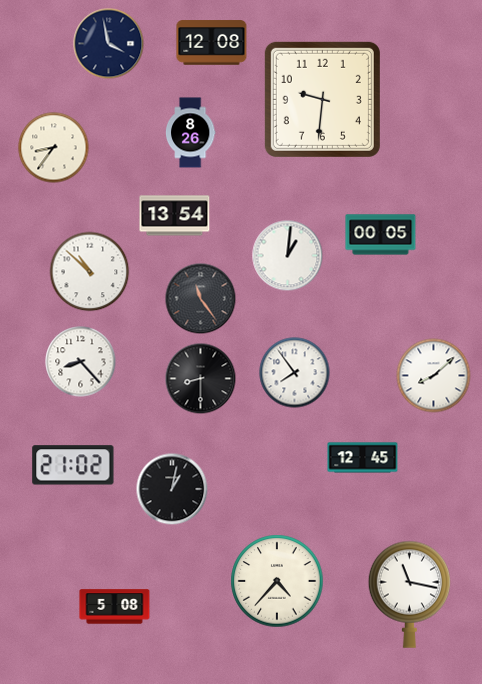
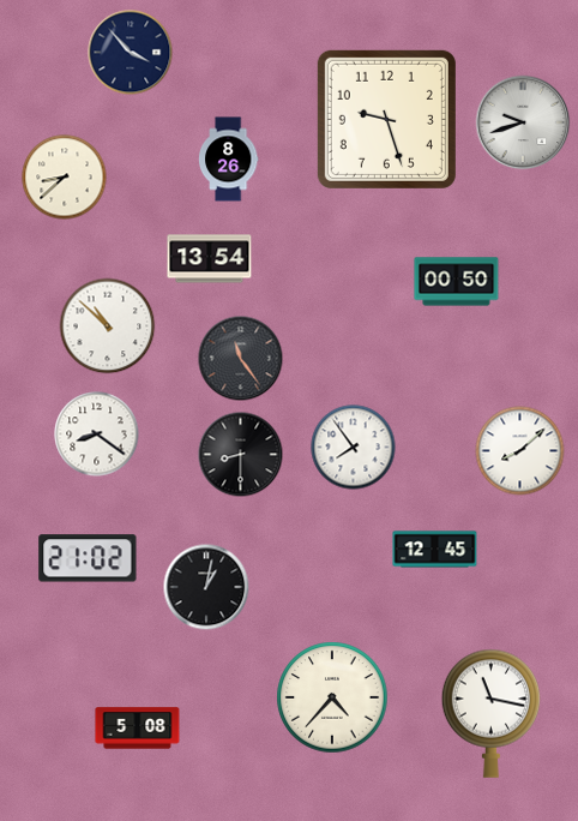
clock at (212, 43): 12:08 -> none
clock at (109, 44): 3:58 -> 3:53
clock at (322, 99): 9:31 -> 9:27
clock at (523, 122): none -> 9:42
clock at (54, 148): 8:36 -> 8:38
clock at (381, 235): 00:05 -> 00:50
clock at (288, 256): 1:01 -> none
clock at (81, 362): 8:23 -> 8:21
